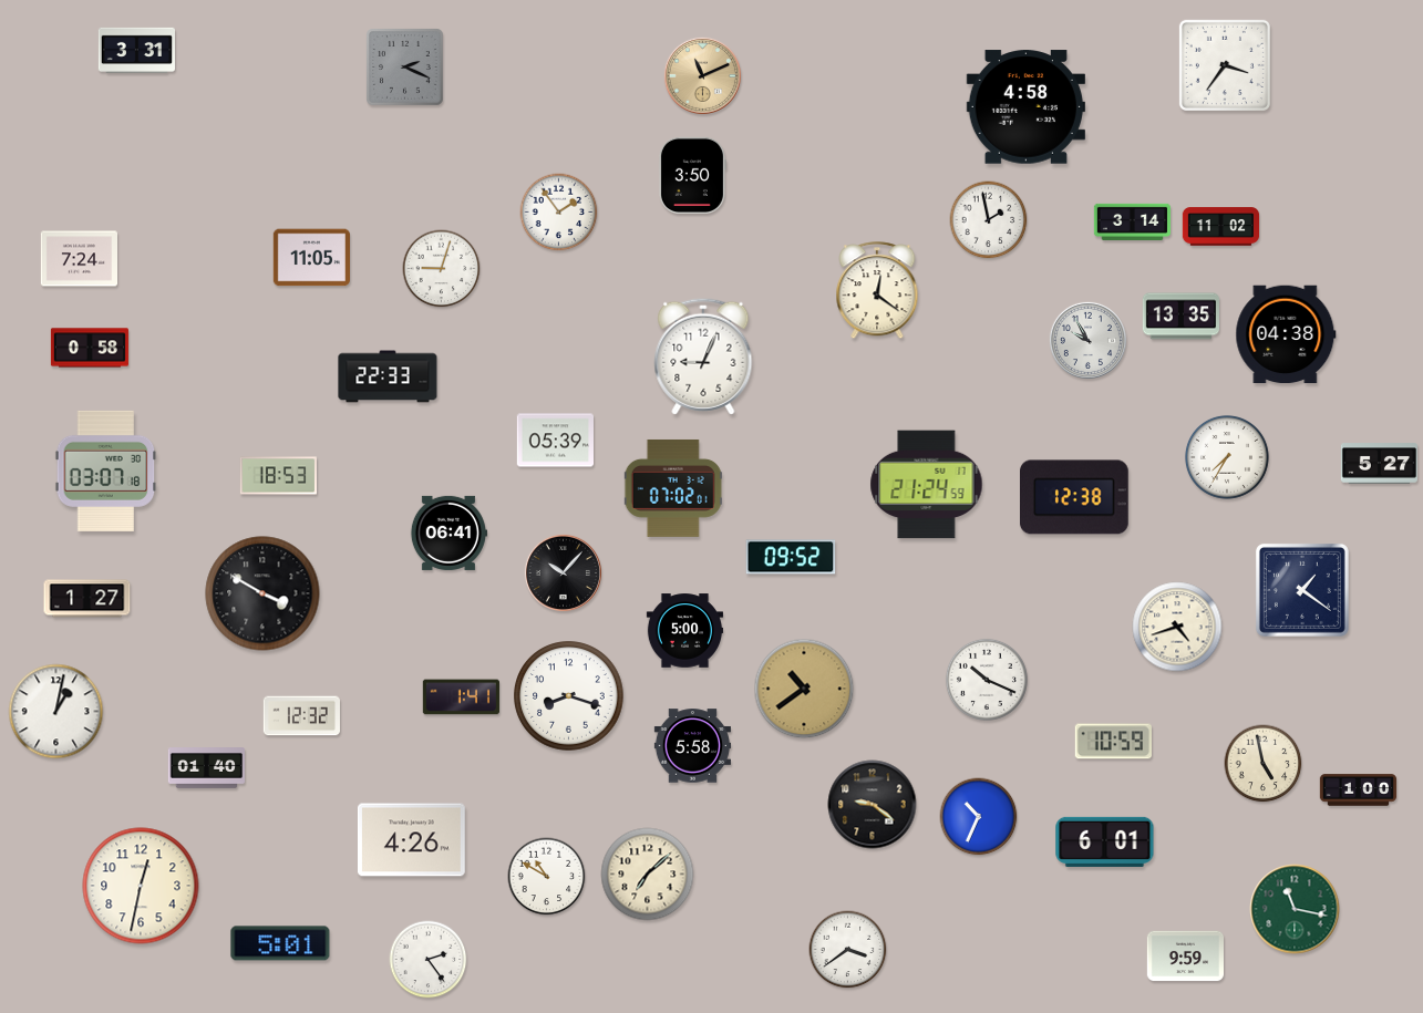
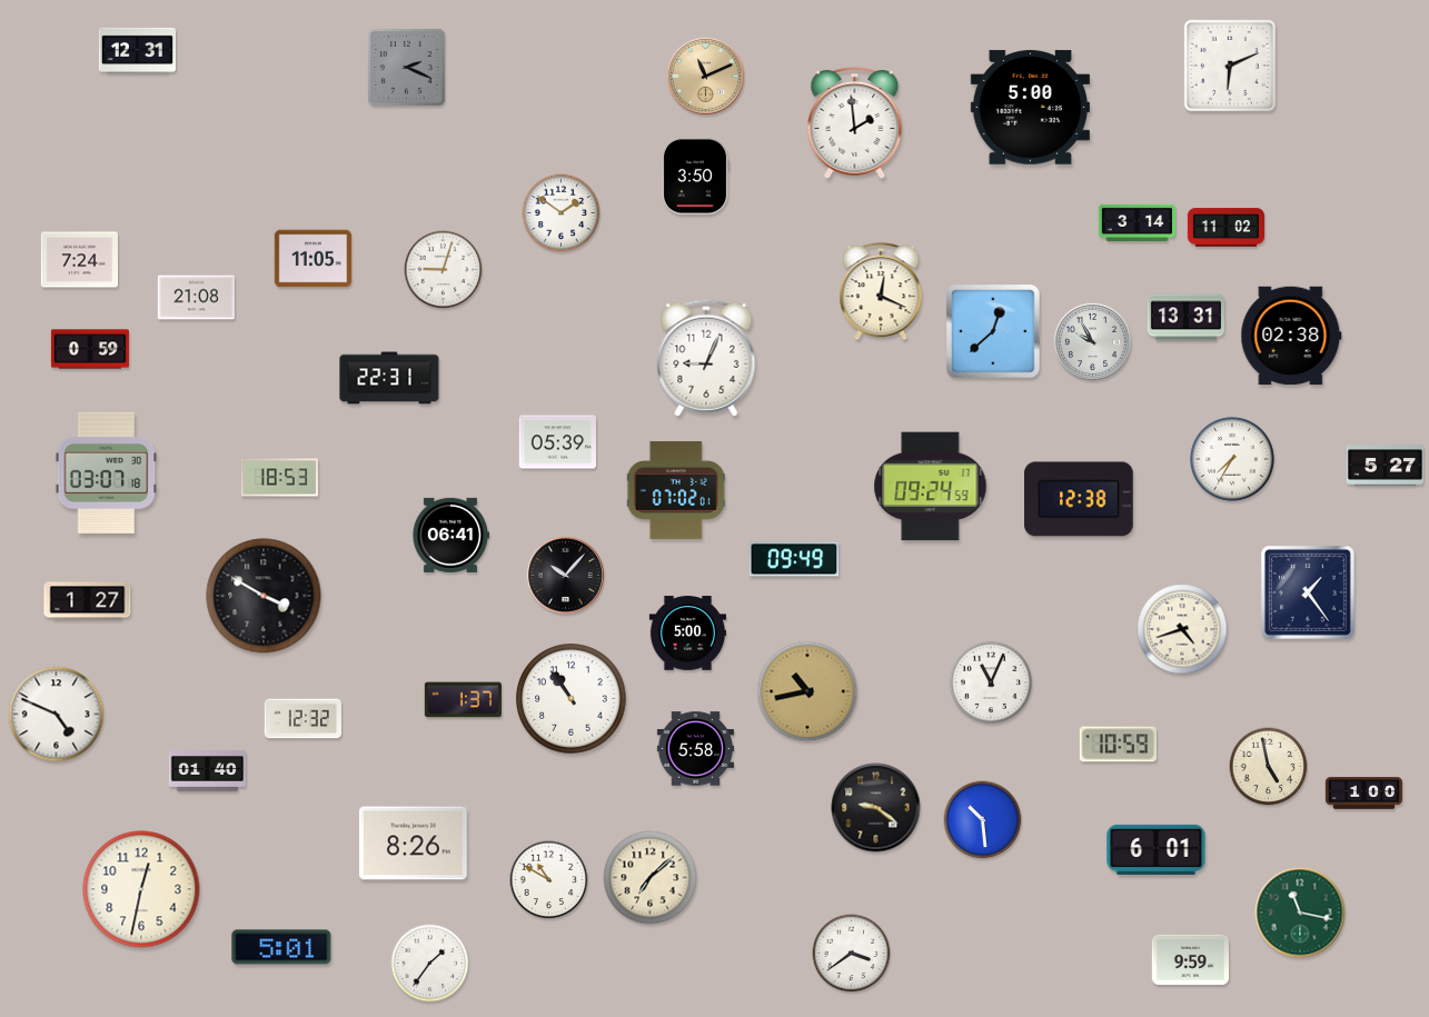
clock at (137, 50): 3:31 -> 12:31
clock at (1225, 65): 3:36 -> 6:11
clock at (1025, 107): 4:58 -> 5:00
clock at (855, 122): none -> 1:59
clock at (559, 213): 1:54 -> 1:51
clock at (989, 220): 1:58 -> none
clock at (877, 291): 12:21 -> 12:19
clock at (196, 298): none -> 21:08
clock at (1180, 317): 13:35 -> 13:31
clock at (993, 331): none -> 12:38
clock at (1286, 334): 04:38 -> 02:38
clock at (90, 348): 0:58 -> 0:59
clock at (388, 376): 22:33 -> 22:31
clock at (927, 485): 21:24 -> 09:24
clock at (791, 557): 09:52 -> 09:49
clock at (1302, 590): 1:21 -> 1:24
clock at (987, 680): 10:19 -> 11:04
clock at (804, 689): 10:39 -> 10:43
clock at (569, 696): 8:18 -> 10:54
clock at (461, 697): 1:41 -> 1:37
clock at (56, 712): 1:02 -> 4:49
clock at (979, 817): 10:34 -> 10:29
clock at (411, 840): 4:26 -> 8:26
clock at (1105, 841) position: (1105, 841) -> (1157, 849)
clock at (429, 960): 2:24 -> 1:36
